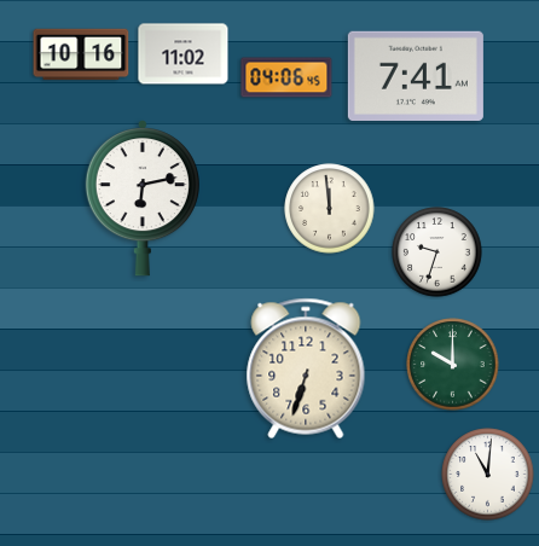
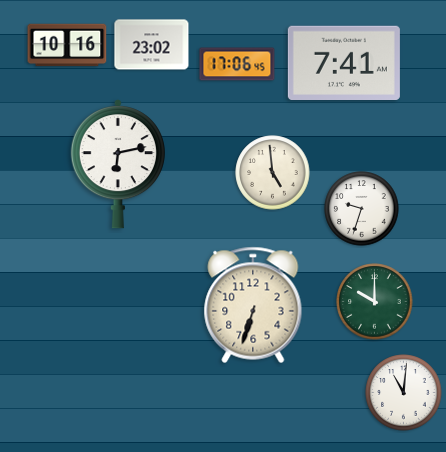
clock at (184, 54): 11:02 -> 23:02
clock at (286, 77): 04:06 -> 17:06
clock at (330, 209): 11:59 -> 4:59
